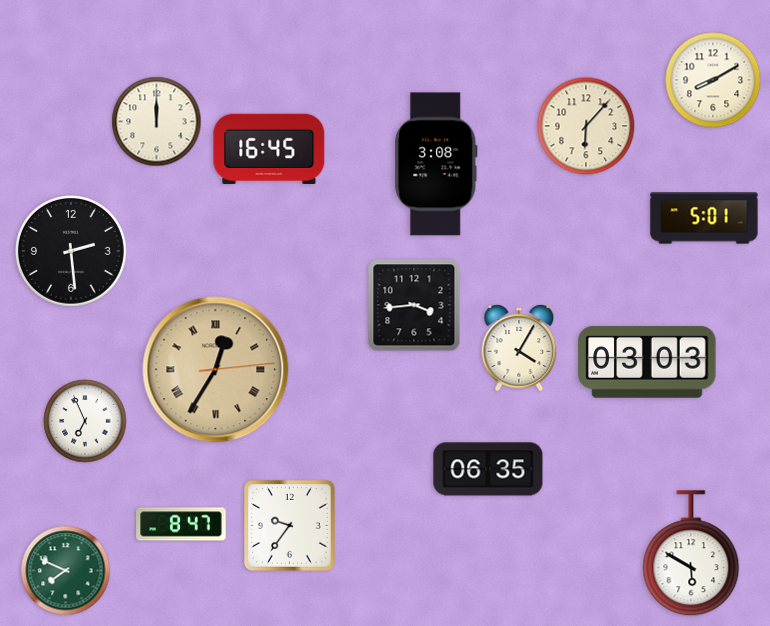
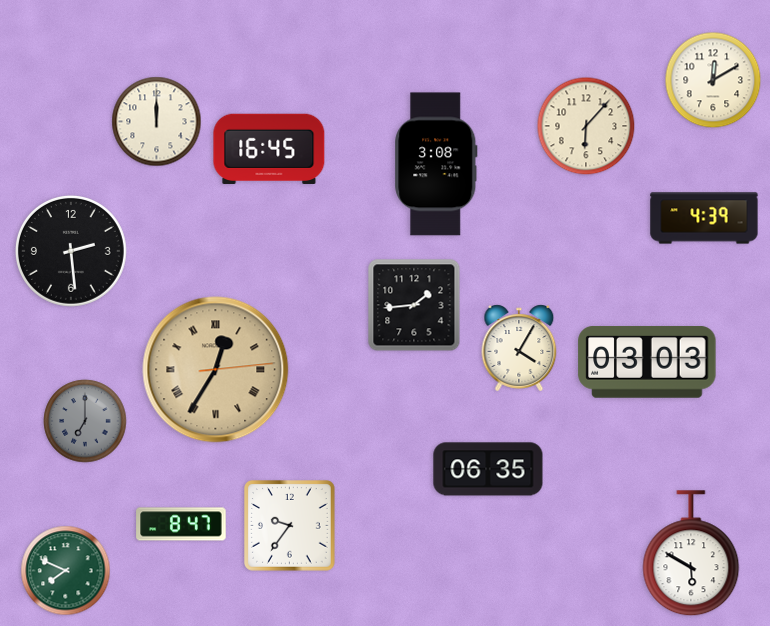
clock at (713, 80): 8:10 -> 12:10
clock at (704, 218): 5:01 -> 4:39
clock at (414, 305): 3:44 -> 1:44
clock at (85, 421): 6:56 -> 7:00
clock at (85, 421) dial: white -> grey
